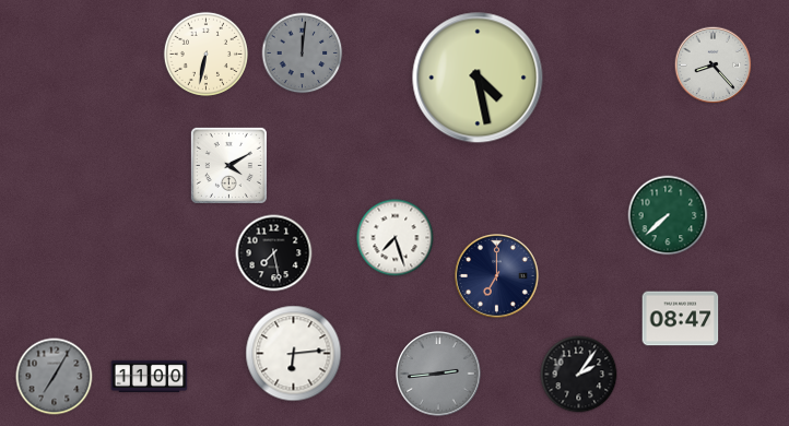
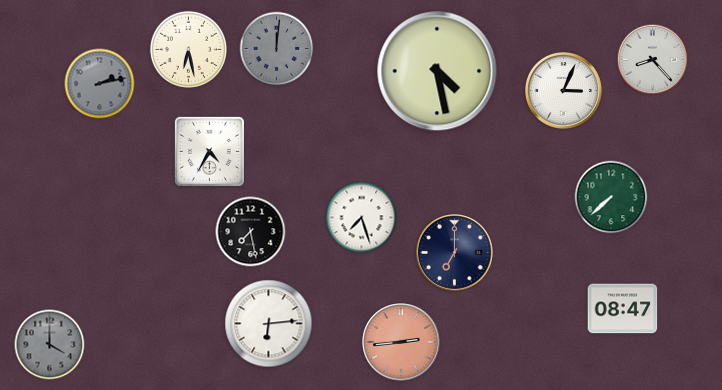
clock at (205, 54): 6:32 -> 6:28
clock at (100, 84): none -> 2:13
clock at (564, 91): none -> 3:04
clock at (228, 165): 4:10 -> 4:35
clock at (681, 319) position: (681, 319) -> (623, 309)
clock at (438, 374) dial: grey -> salmon
clock at (579, 375): 2:06 -> none
clock at (150, 376): 11:00 -> none
clock at (55, 377): 7:05 -> 4:00
